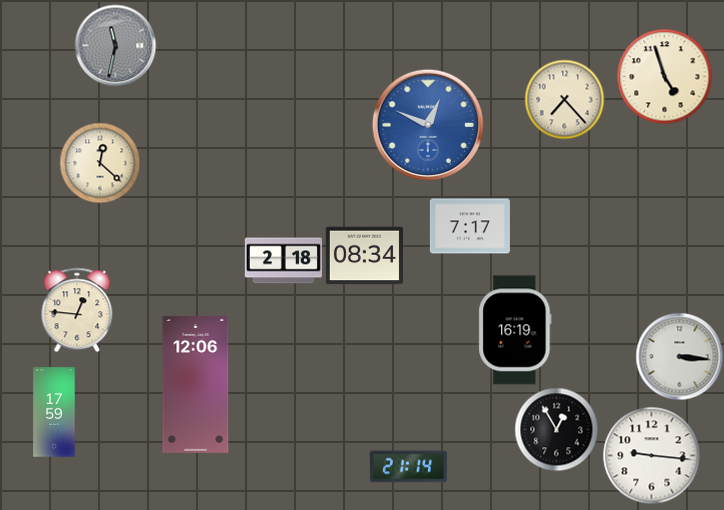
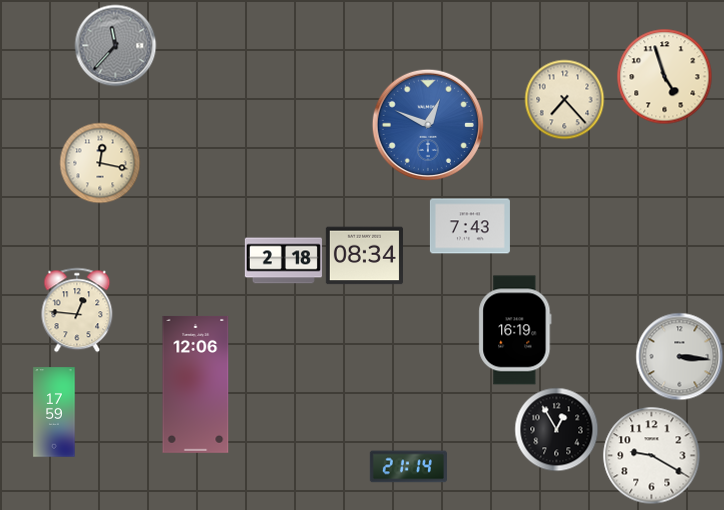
clock at (115, 45): 11:32 -> 11:37
clock at (100, 163): 12:22 -> 12:17
clock at (470, 226): 7:17 -> 7:43
clock at (651, 455): 9:16 -> 9:20
